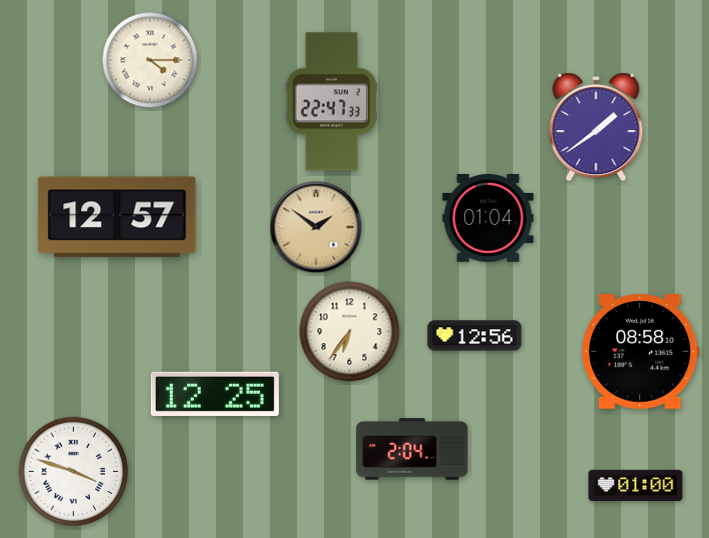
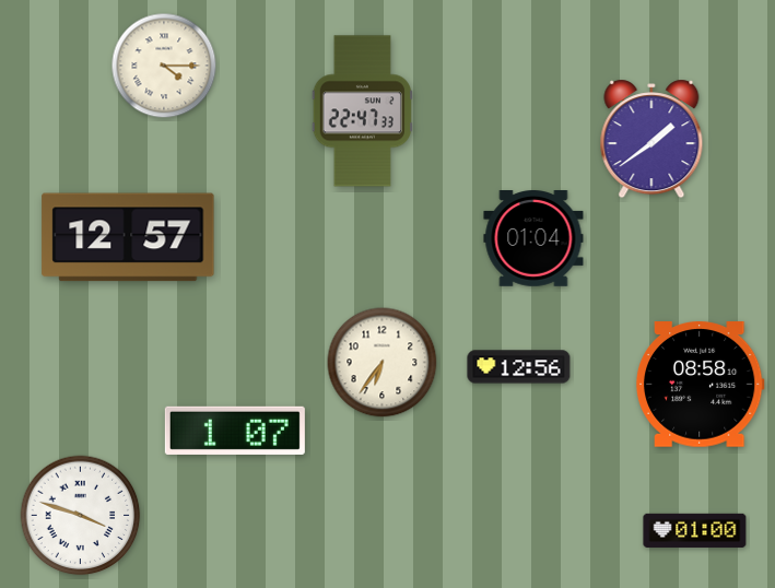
clock at (316, 227): 1:51 -> none
clock at (215, 394): 12:25 -> 1:07
clock at (412, 449): 2:04 -> none
